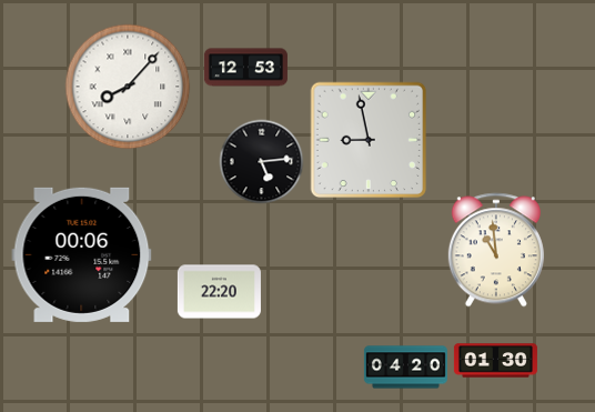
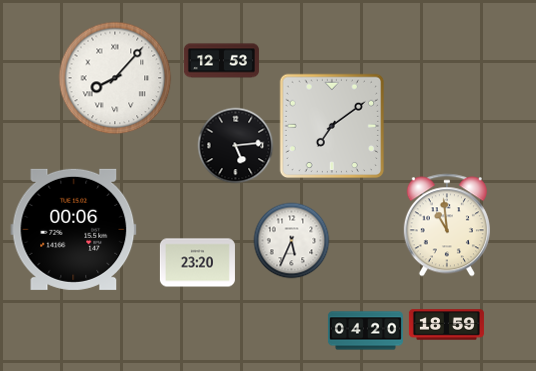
clock at (369, 140): 8:58 -> 7:09
clock at (292, 241): none -> 5:34
clock at (219, 292): 22:20 -> 23:20
clock at (495, 361): 01:30 -> 18:59
